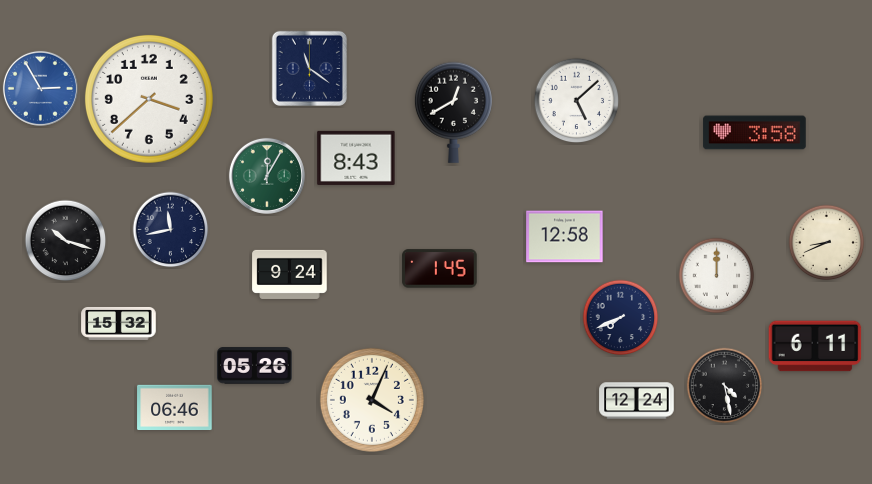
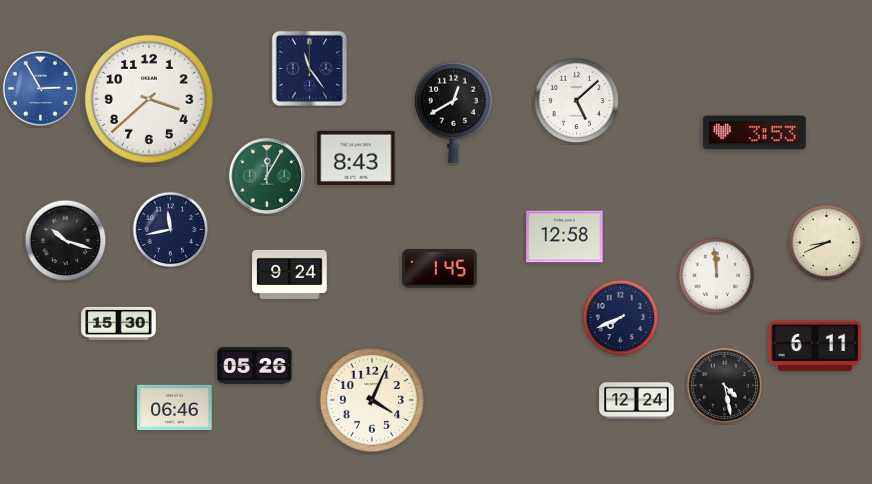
clock at (309, 68): 11:21 -> 11:24
clock at (755, 133): 3:58 -> 3:53
clock at (717, 276): 12:00 -> 11:59
clock at (119, 323): 15:32 -> 15:30
